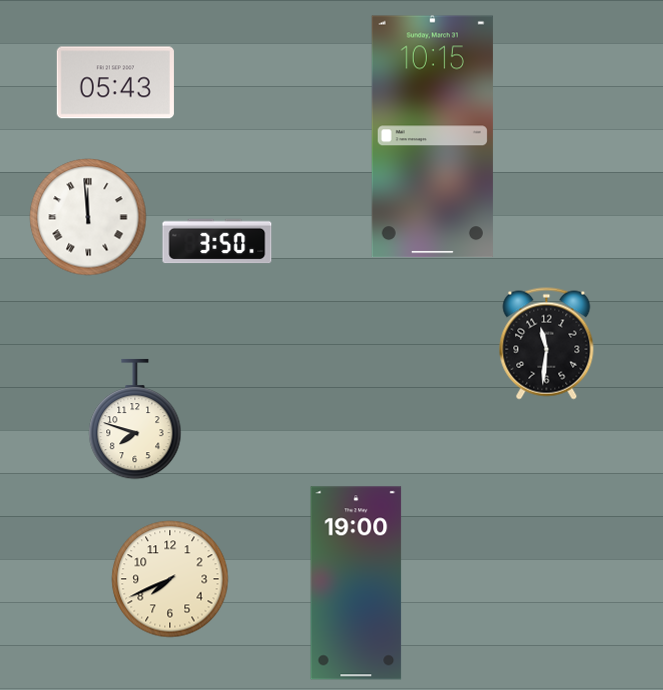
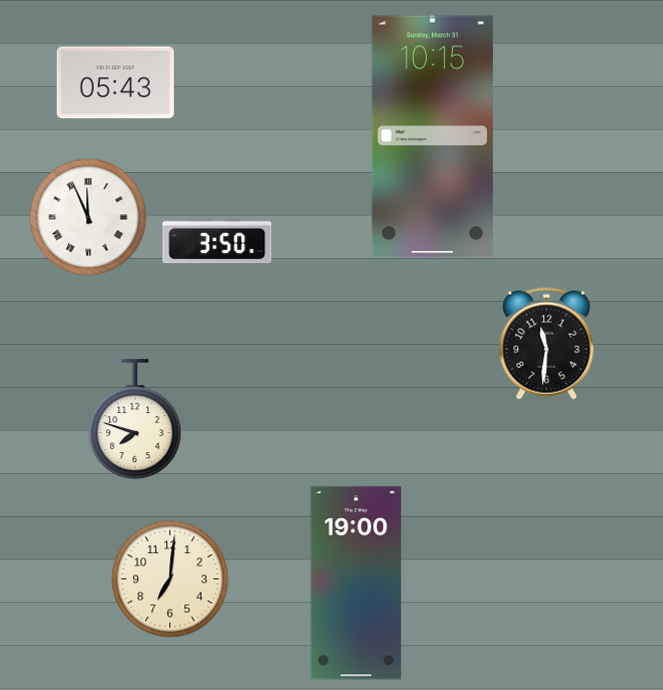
clock at (88, 217): 11:59 -> 11:56
clock at (170, 579): 7:41 -> 7:01
